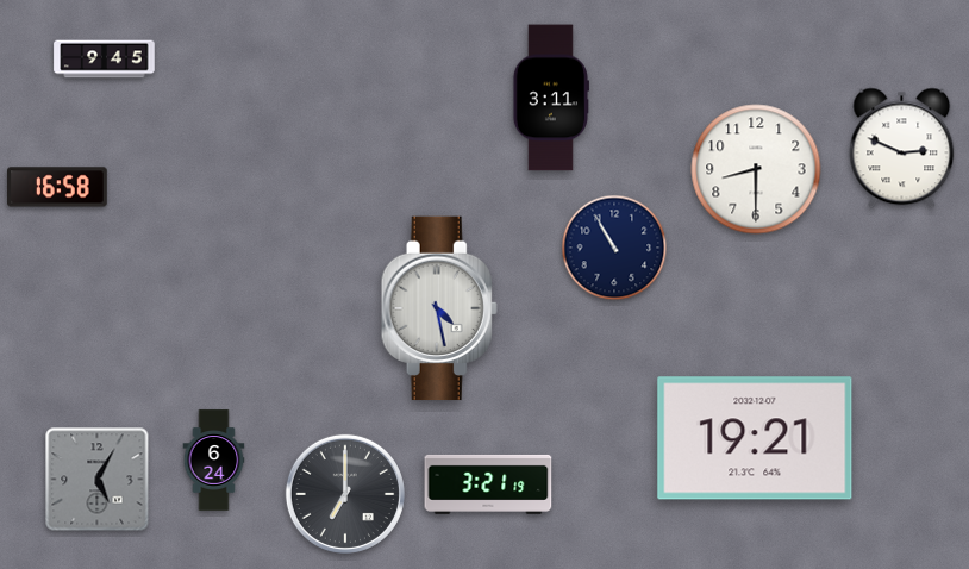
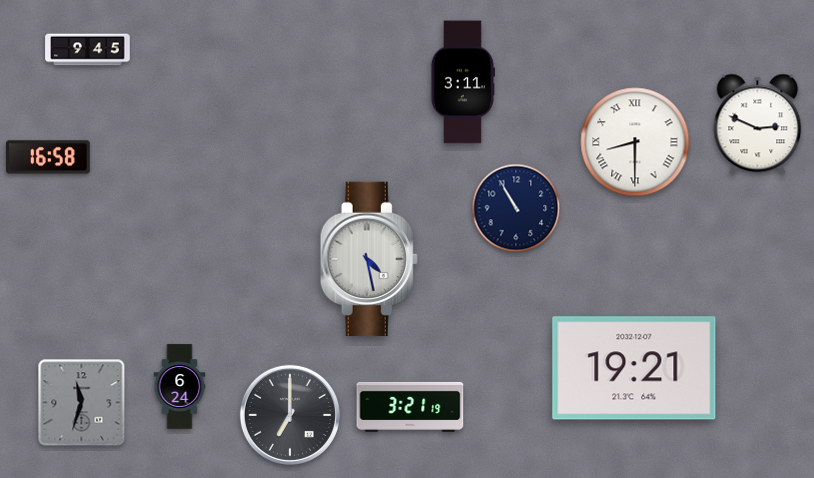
clock at (756, 169) numerals: Arabic -> Roman
clock at (98, 480): 5:05 -> 11:33
